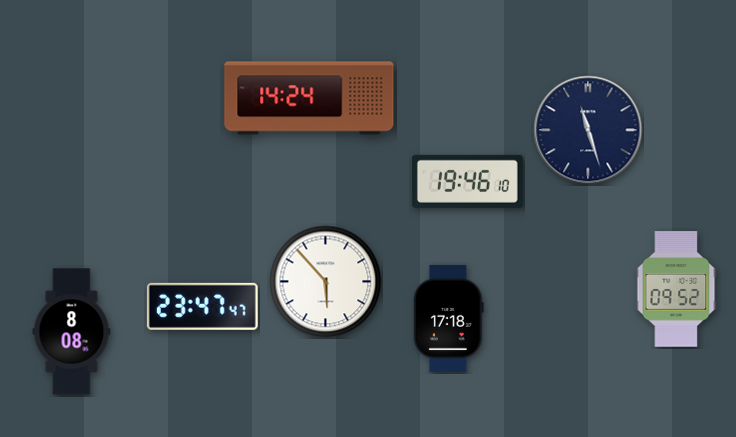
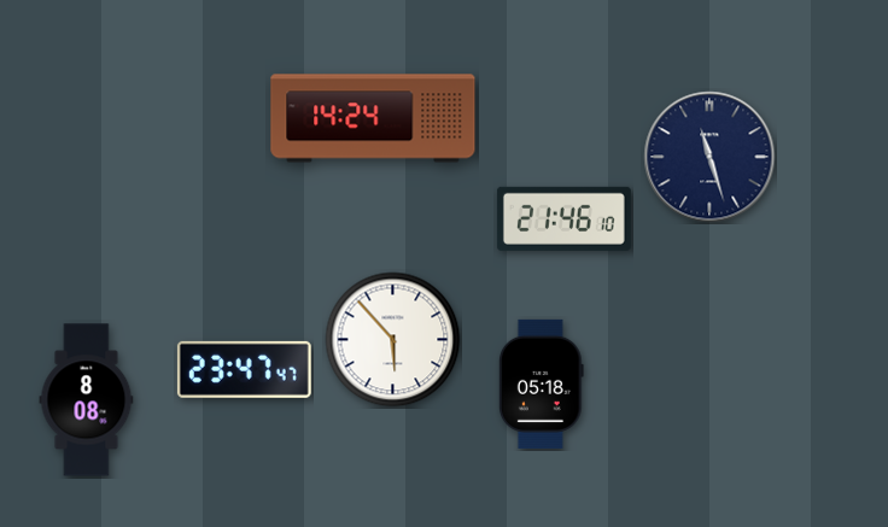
clock at (467, 181): 19:46 -> 21:46
clock at (676, 289): 09:52 -> none
clock at (448, 318): 17:18 -> 05:18
